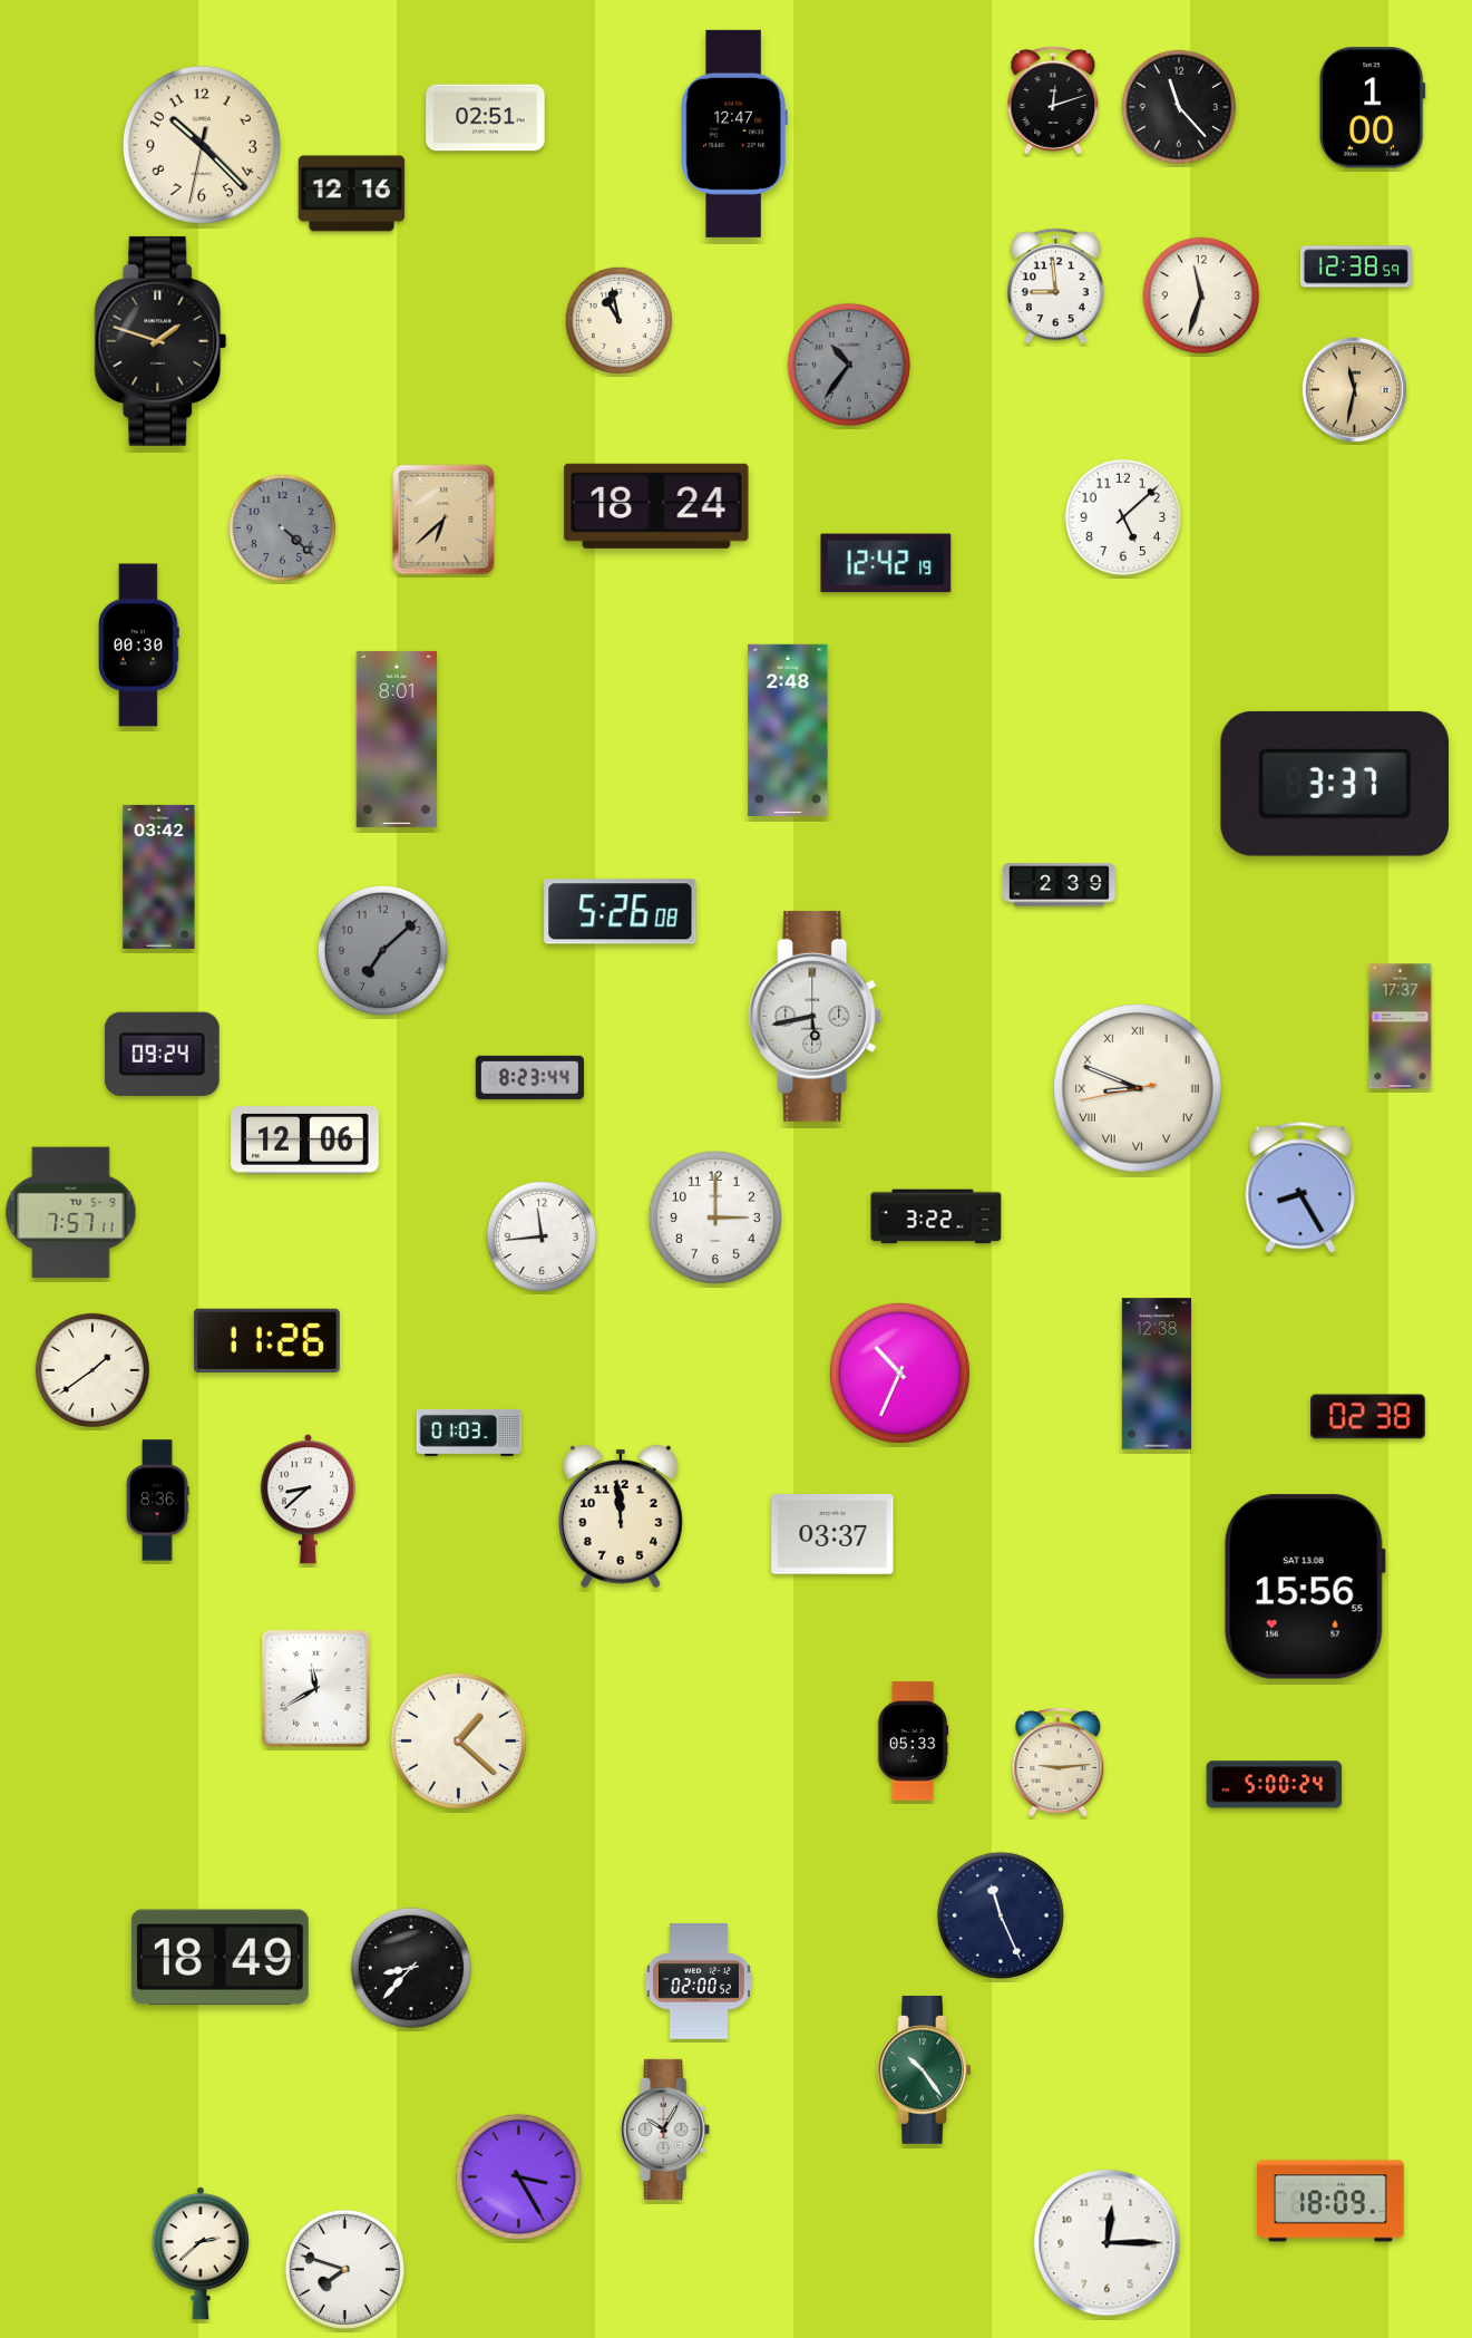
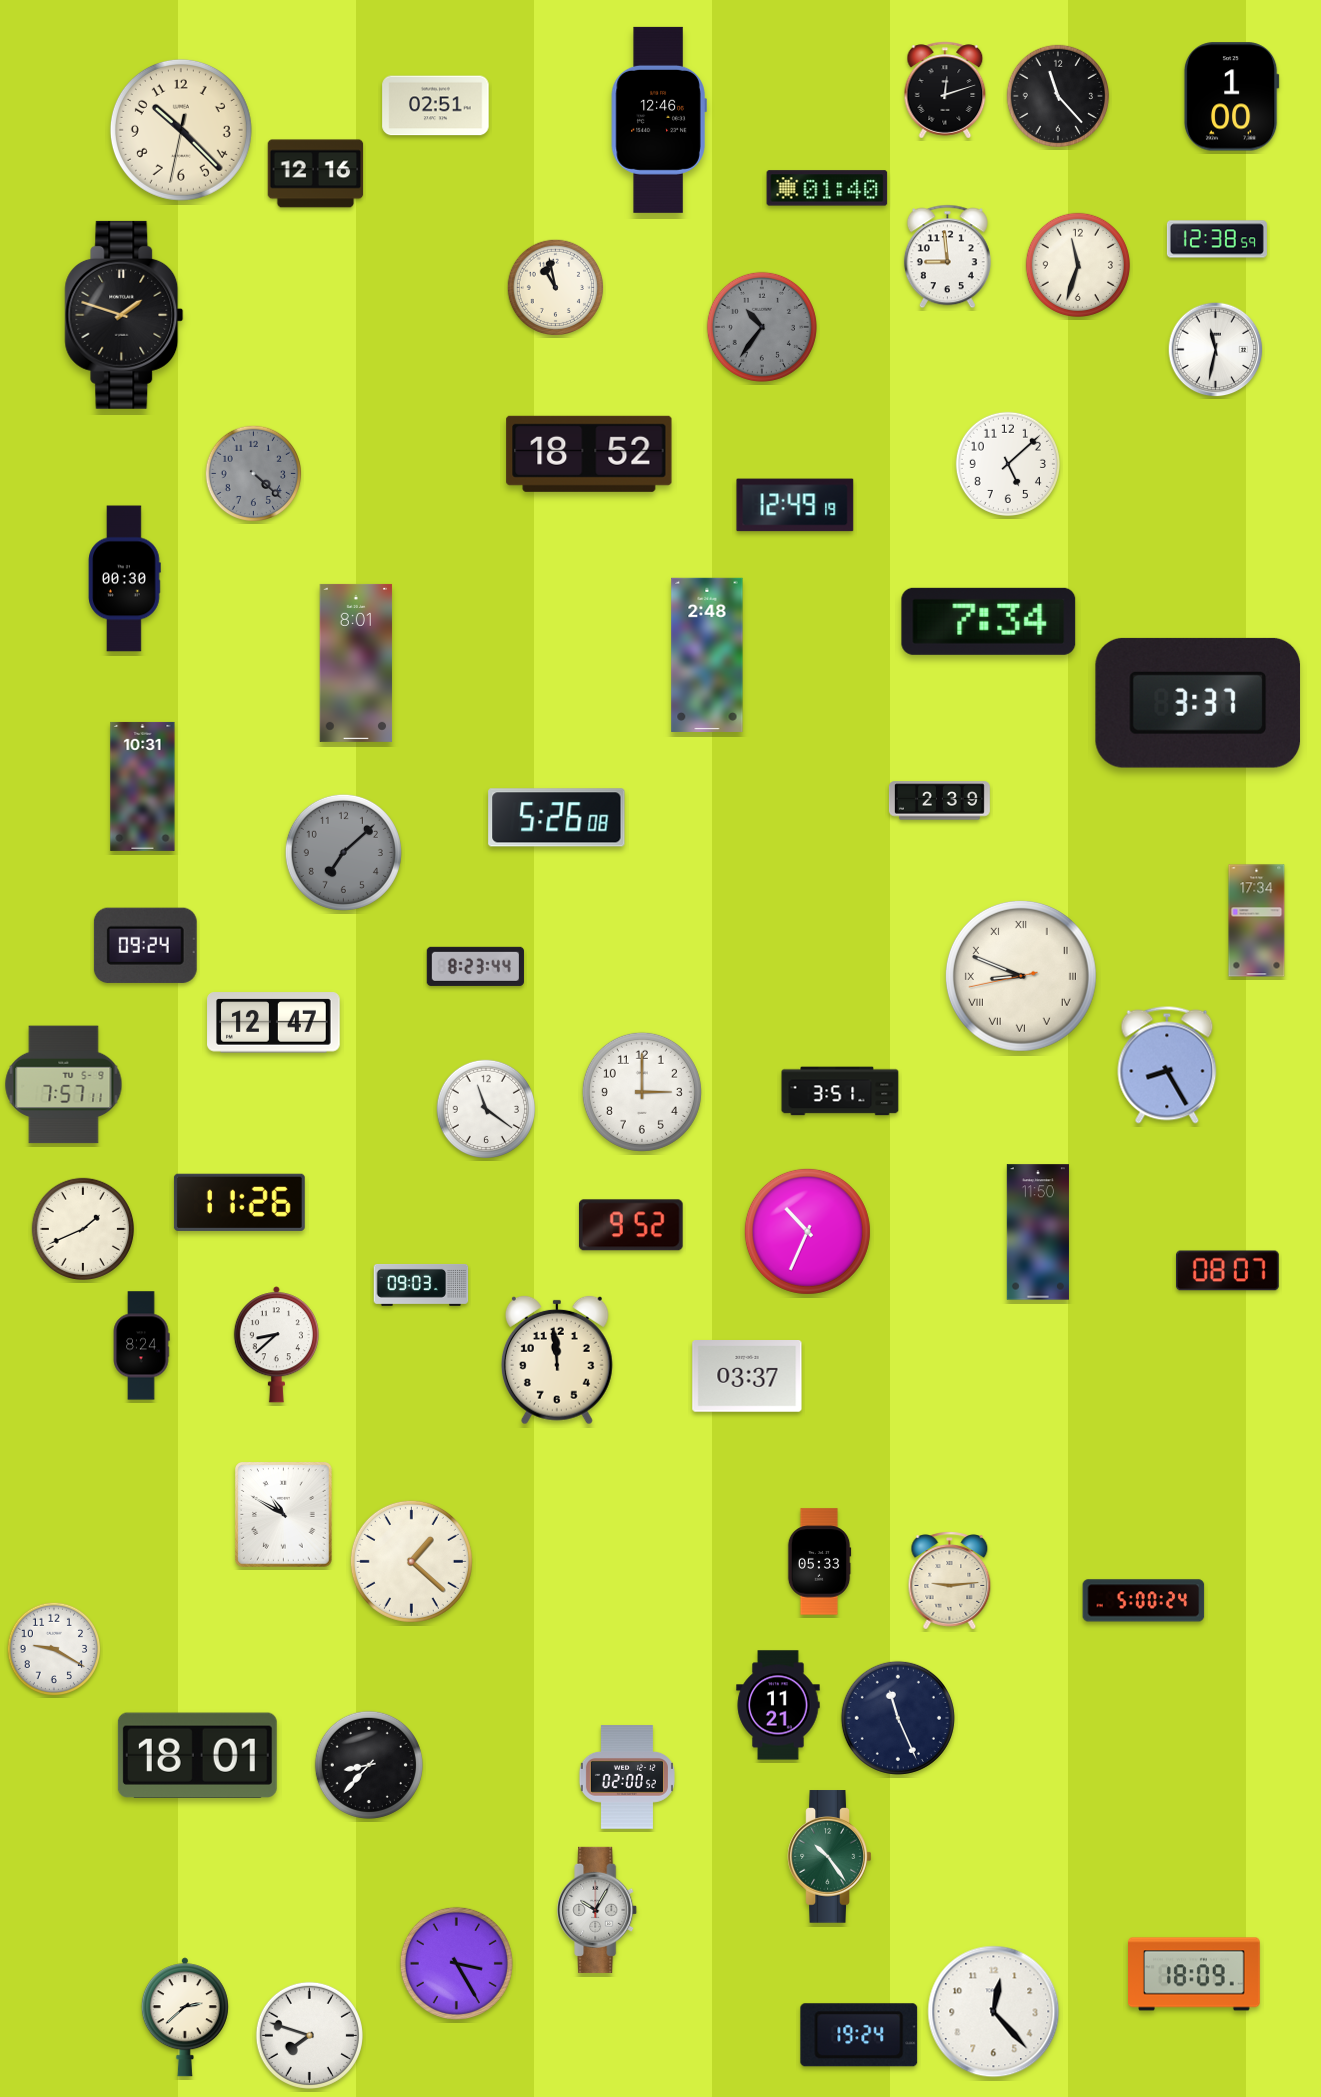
clock at (734, 134): 12:47 -> 12:46
clock at (827, 188): none -> 01:40
clock at (160, 341) position: (160, 341) -> (124, 315)
clock at (1355, 390) dial: champagne -> white
clock at (656, 506): 18:24 -> 18:52
clock at (443, 520): 6:38 -> none
clock at (886, 563): 12:42 -> 12:49
clock at (989, 621): none -> 7:34
clock at (159, 876): 03:42 -> 10:31
clock at (1059, 885) position: (1059, 885) -> (939, 801)
clock at (816, 1016): 5:43 -> none
clock at (1401, 1027): 17:37 -> 17:34
clock at (305, 1141): 12:06 -> 12:47
clock at (71, 1213) position: (71, 1213) -> (64, 1085)
clock at (936, 1216): 3:22 -> 3:51
clock at (540, 1235): 11:44 -> 11:21
clock at (631, 1225): none -> 9:52
clock at (92, 1370): 1:39 -> 1:41
clock at (1157, 1374): 12:38 -> 11:50
clock at (1368, 1417): 02:38 -> 08:07
clock at (469, 1433): 01:03 -> 09:03
clock at (157, 1501): 8:36 -> 8:24
clock at (1305, 1587): 15:56 -> none
clock at (316, 1689): 11:40 -> 10:50
clock at (54, 1649): none -> 9:20
clock at (778, 1705): none -> 11:21
clock at (220, 1957): 18:49 -> 18:01
clock at (518, 2176) position: (518, 2176) -> (456, 1963)
clock at (1108, 2243): 12:15 -> 12:23
clock at (201, 2253) position: (201, 2253) -> (185, 2017)
clock at (859, 2035): none -> 19:24
